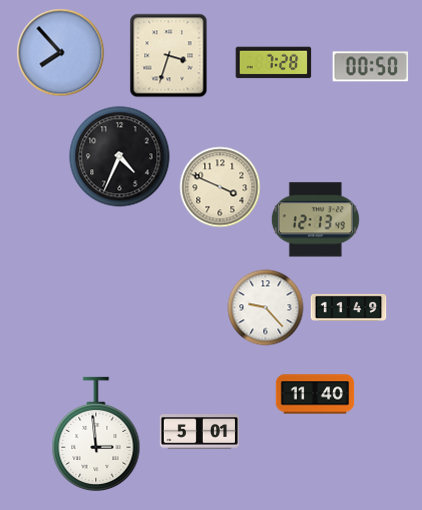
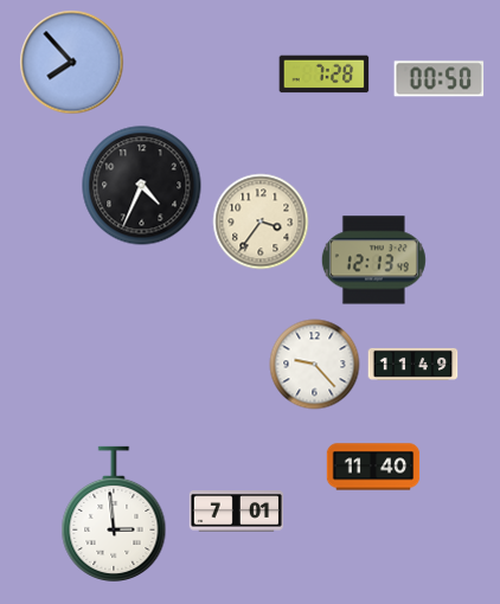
clock at (169, 56): 3:33 -> none
clock at (220, 187): 3:49 -> 3:36
clock at (199, 432): 5:01 -> 7:01
